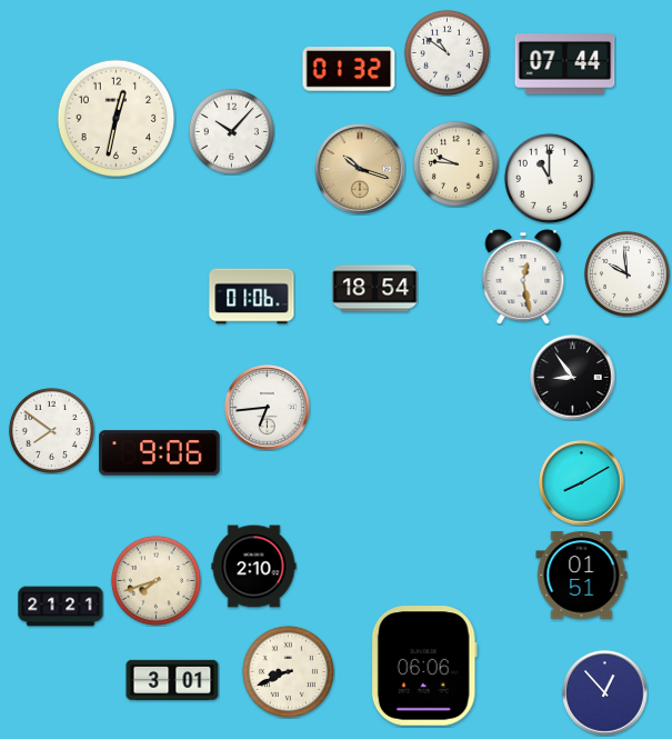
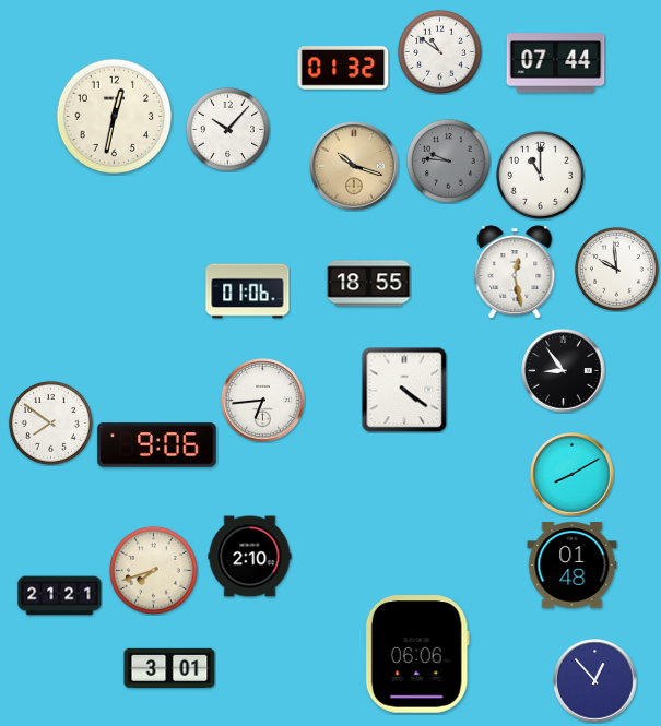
clock at (455, 163) dial: cream -> grey
clock at (375, 289): 18:54 -> 18:55
clock at (404, 390): none -> 4:21
clock at (582, 576): 01:51 -> 01:48
clock at (288, 671): 8:41 -> none
